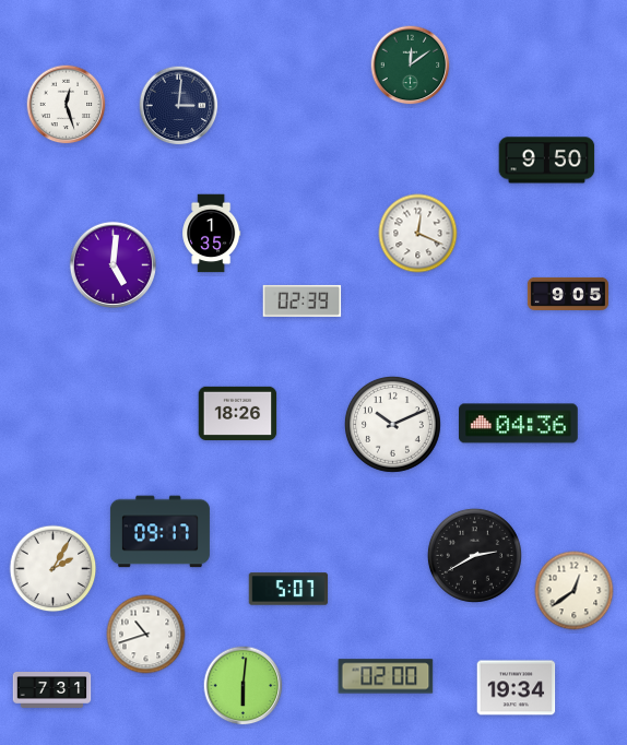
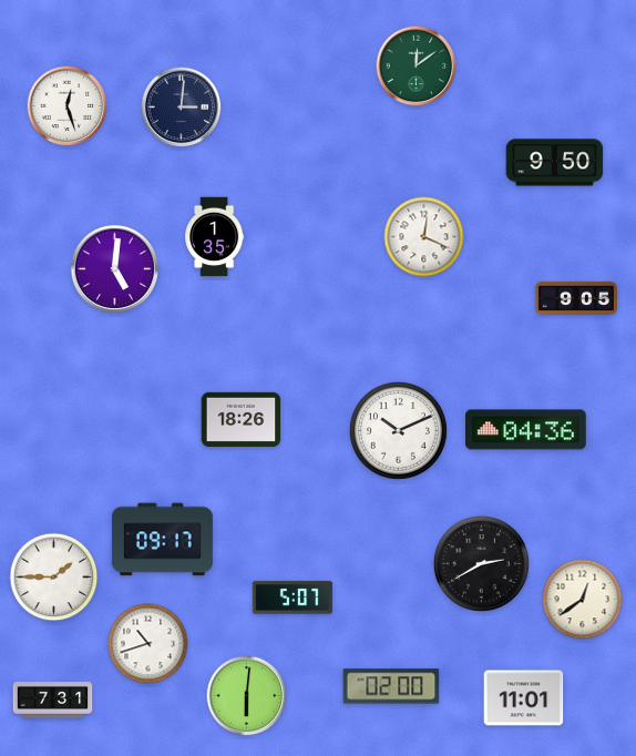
clock at (303, 300): 02:39 -> none
clock at (54, 569): 2:05 -> 1:45
clock at (517, 688): 19:34 -> 11:01
